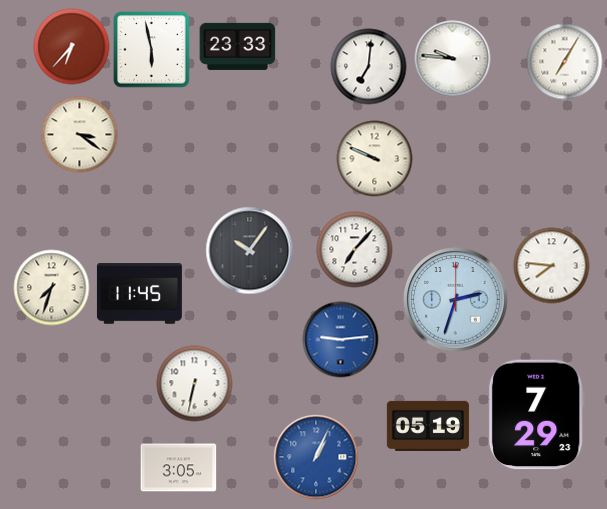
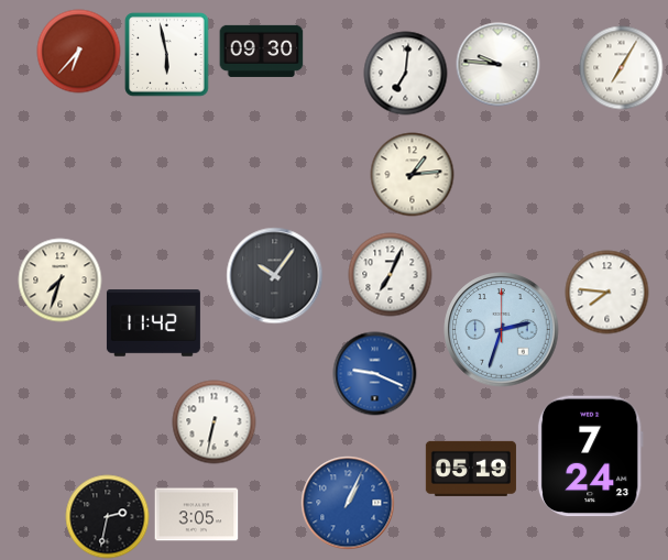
clock at (238, 46): 23:33 -> 09:30
clock at (80, 135): 3:21 -> none
clock at (375, 159): 9:49 -> 1:14
clock at (355, 250): 7:07 -> 7:04
clock at (52, 288) position: (52, 288) -> (61, 281)
clock at (139, 294): 11:45 -> 11:42
clock at (341, 340): 9:14 -> 9:19
clock at (536, 415): 7:29 -> 7:24
clock at (108, 517): none -> 2:32
